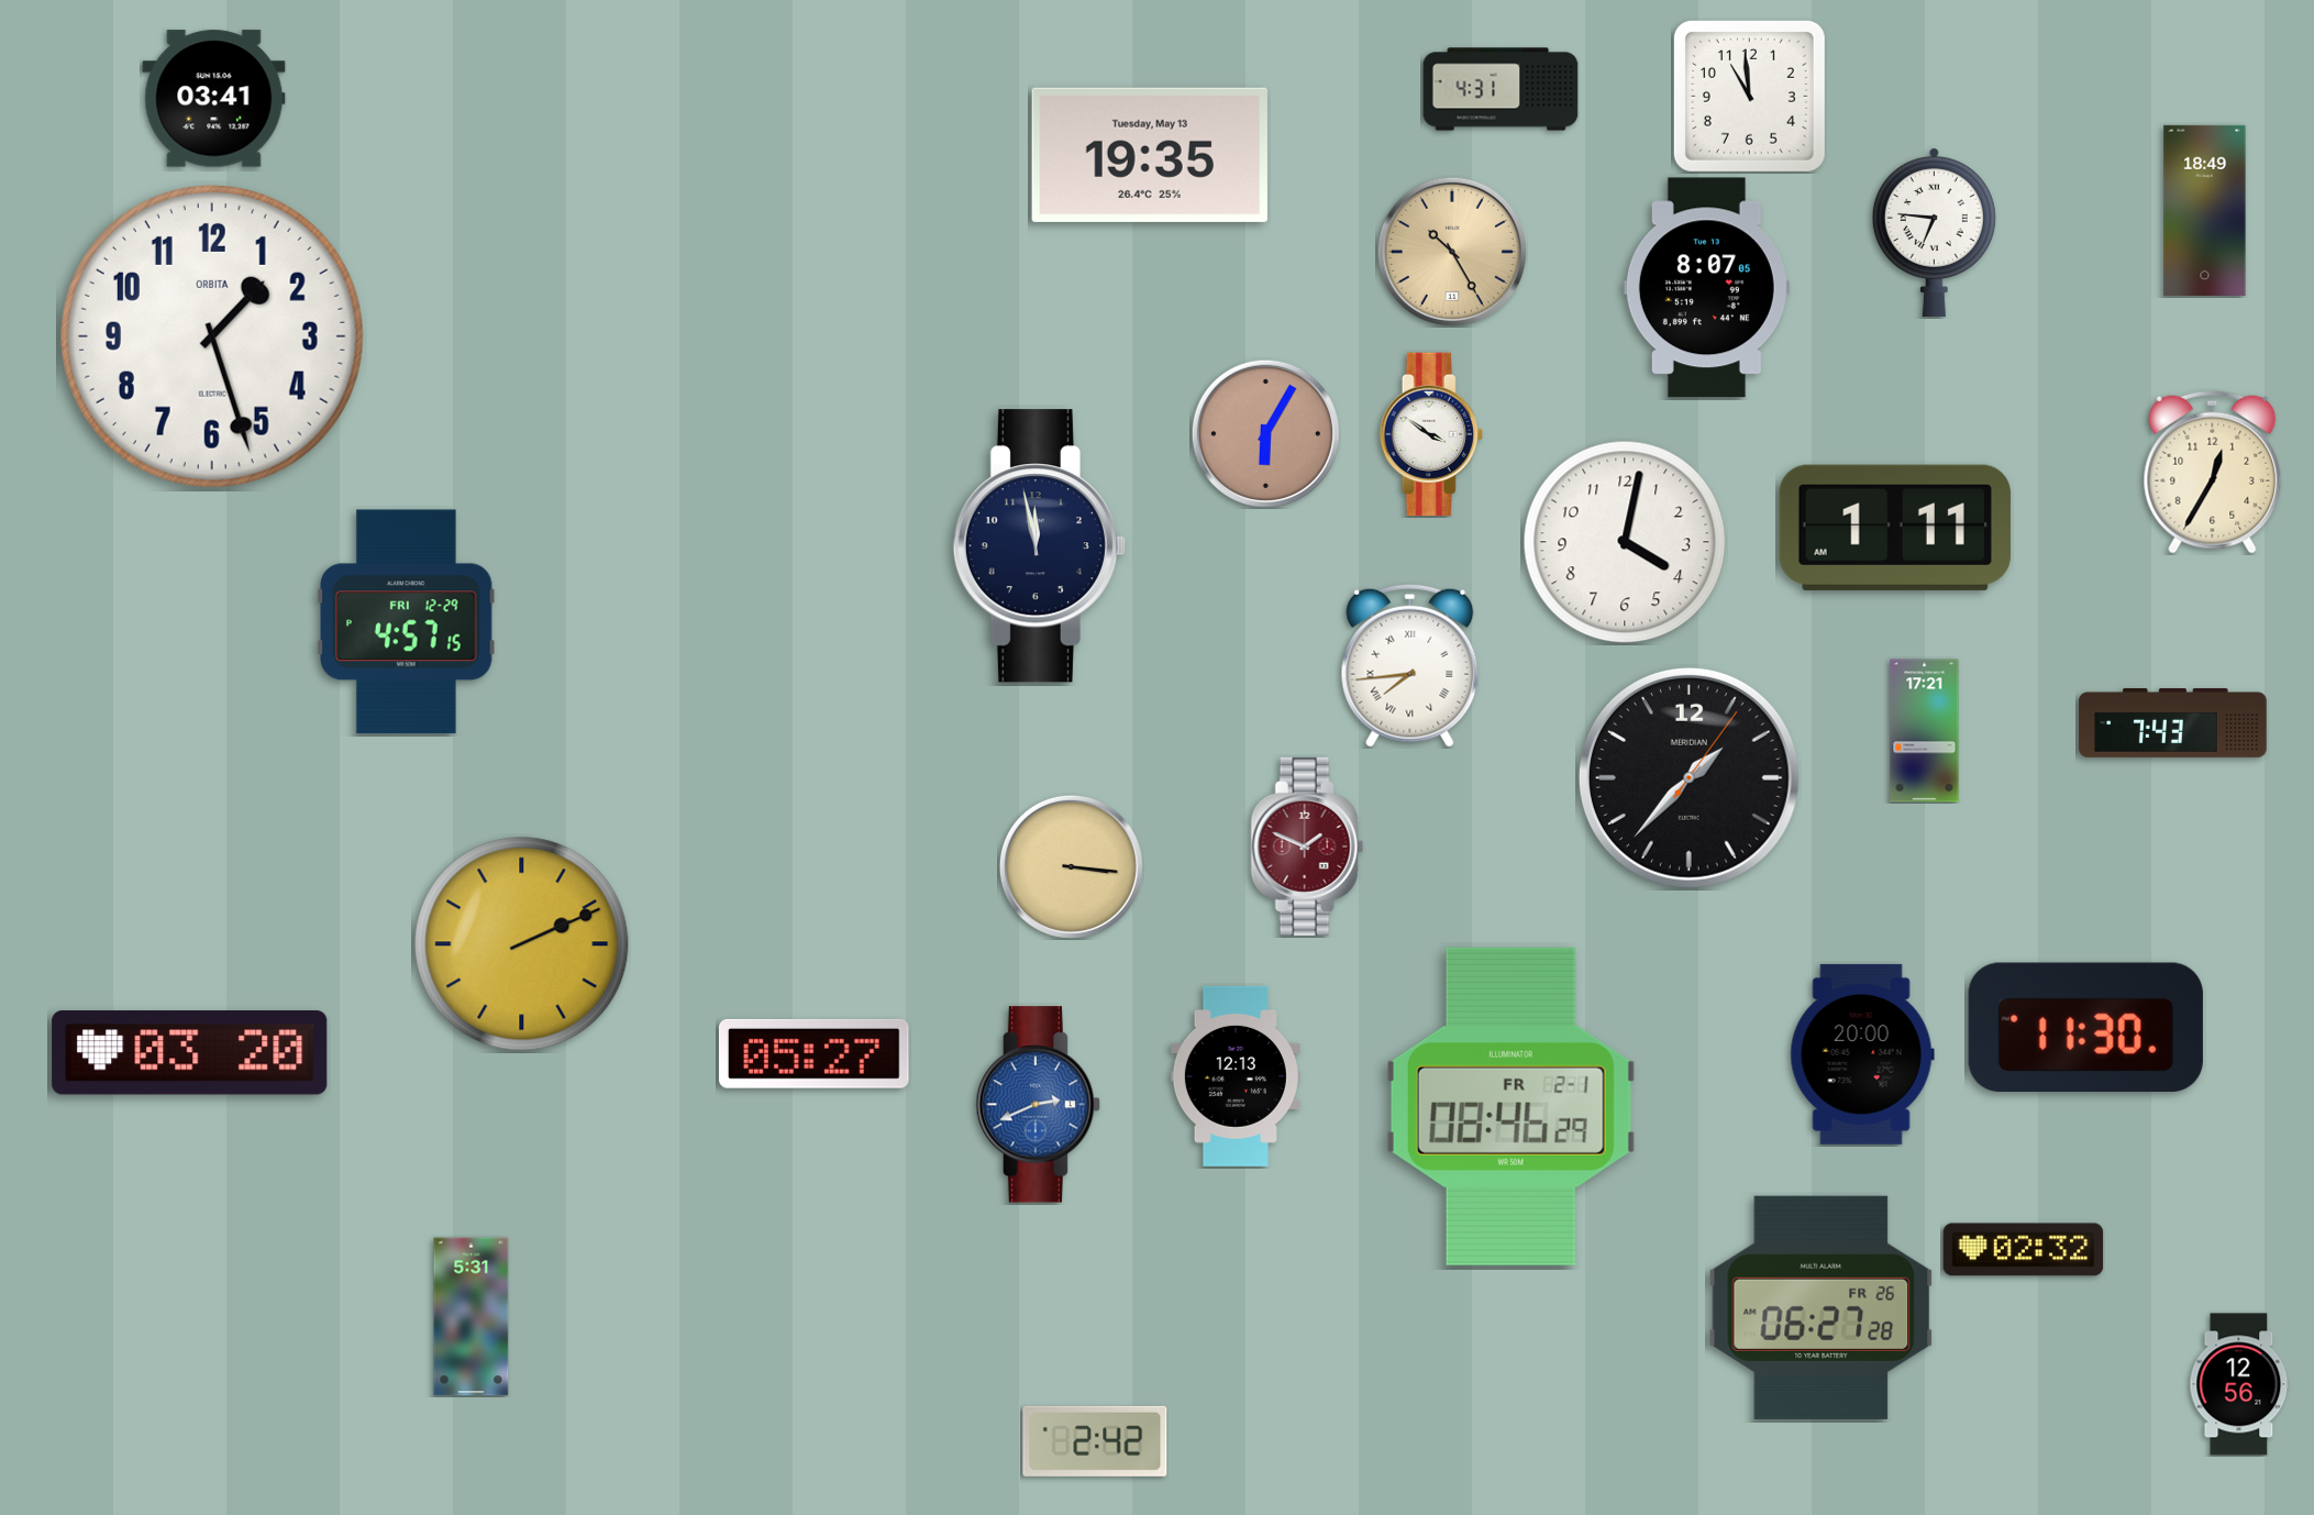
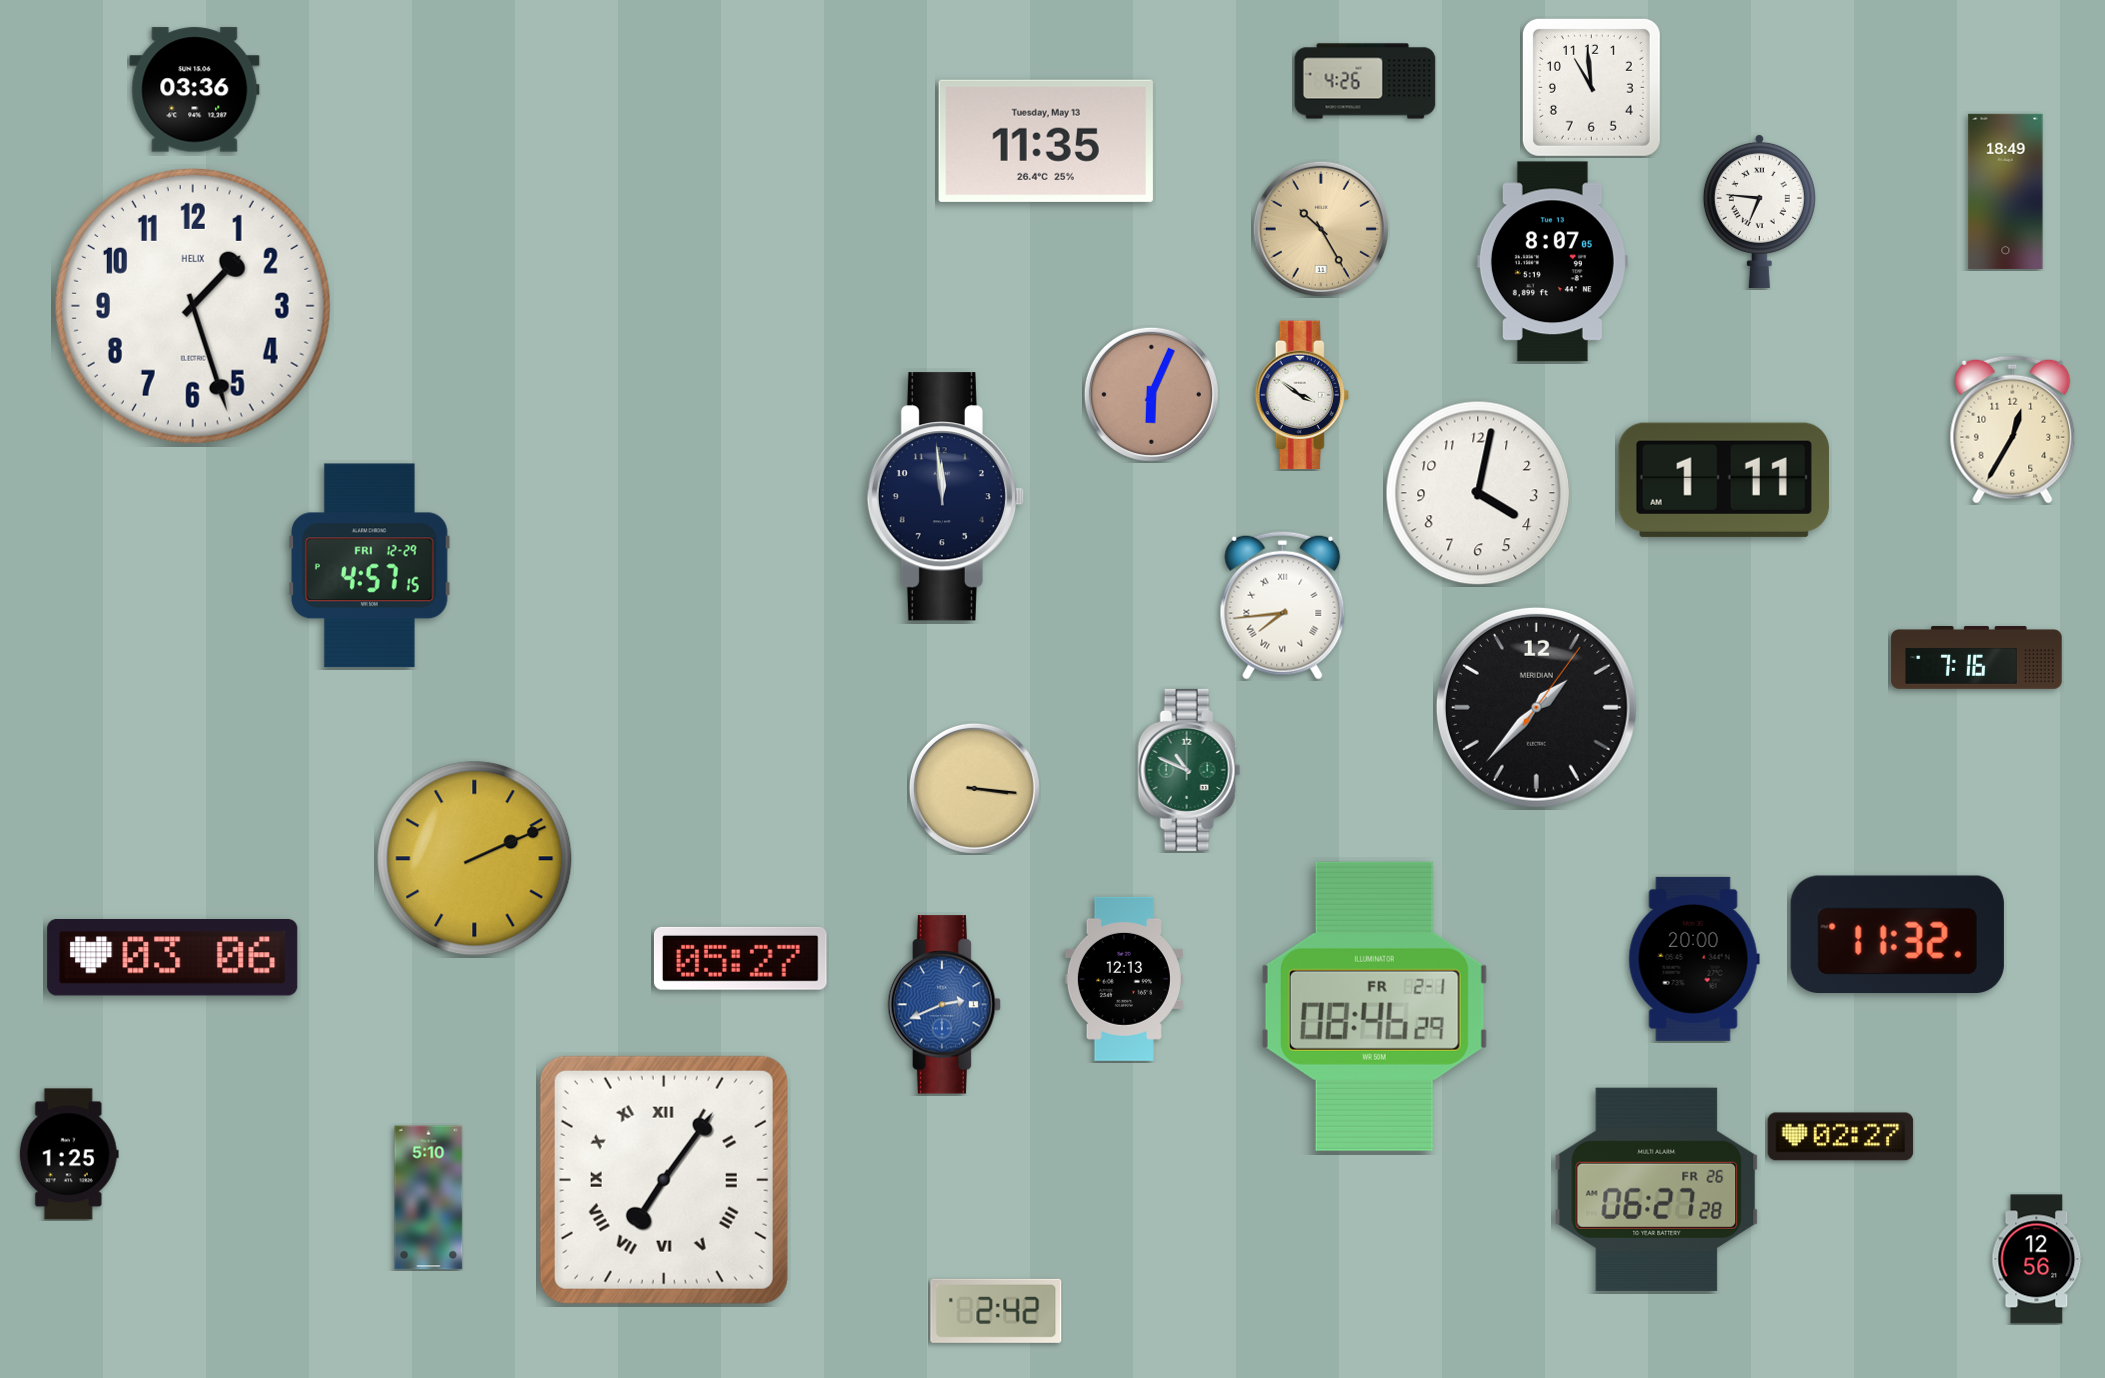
clock at (1501, 89): 4:31 -> 4:26
clock at (214, 99): 03:41 -> 03:36
clock at (1150, 155): 19:35 -> 11:35
clock at (212, 336) brand: ORBITA -> HELIX
clock at (1265, 433): 6:05 -> 6:04
clock at (1039, 546): 11:58 -> 11:59
clock at (2173, 723): 7:43 -> 7:16
clock at (1925, 731): 17:21 -> none
clock at (1307, 847): 1:49 -> 10:49
clock at (1307, 847) dial: burgundy -> green
clock at (2085, 1027): 11:30 -> 11:32
clock at (190, 1052): 03:20 -> 03:06
clock at (2024, 1250): 02:32 -> 02:27
clock at (69, 1154): none -> 1:25
clock at (664, 1180): none -> 7:06
clock at (472, 1317): 5:31 -> 5:10
